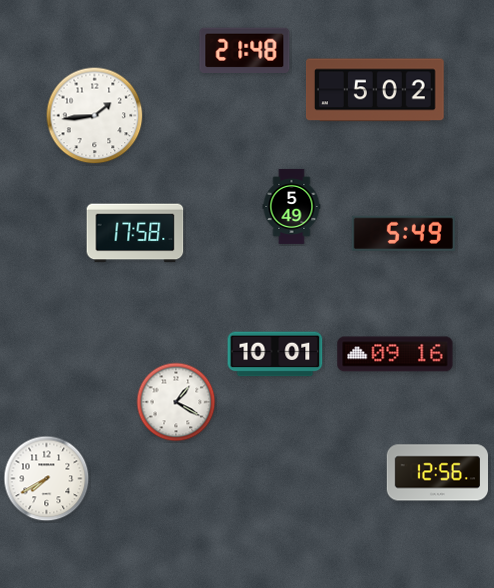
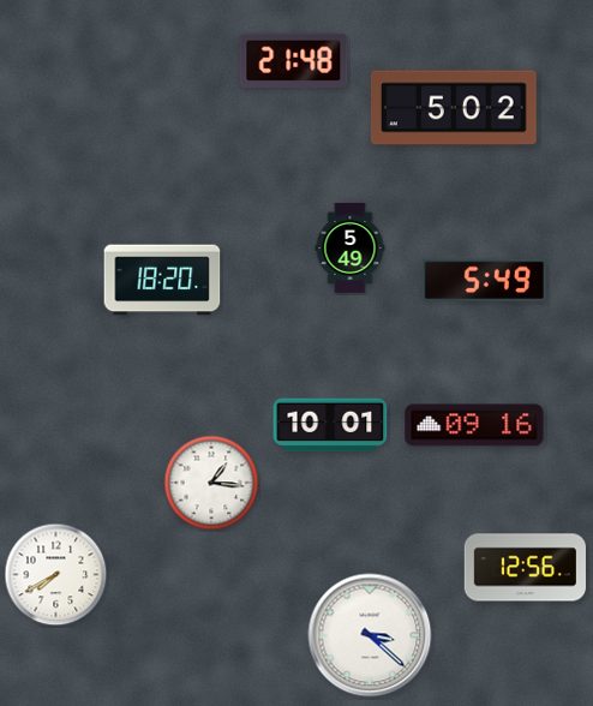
clock at (375, 90) position: (375, 90) -> (454, 108)
clock at (95, 116): 1:44 -> none
clock at (135, 233): 17:58 -> 18:20
clock at (176, 402): 1:20 -> 1:16
clock at (370, 635): none -> 3:22
